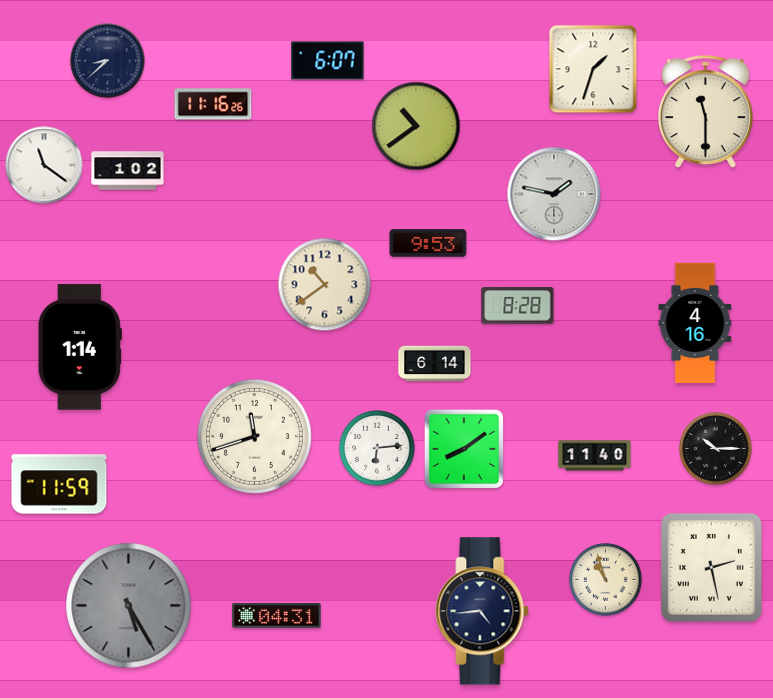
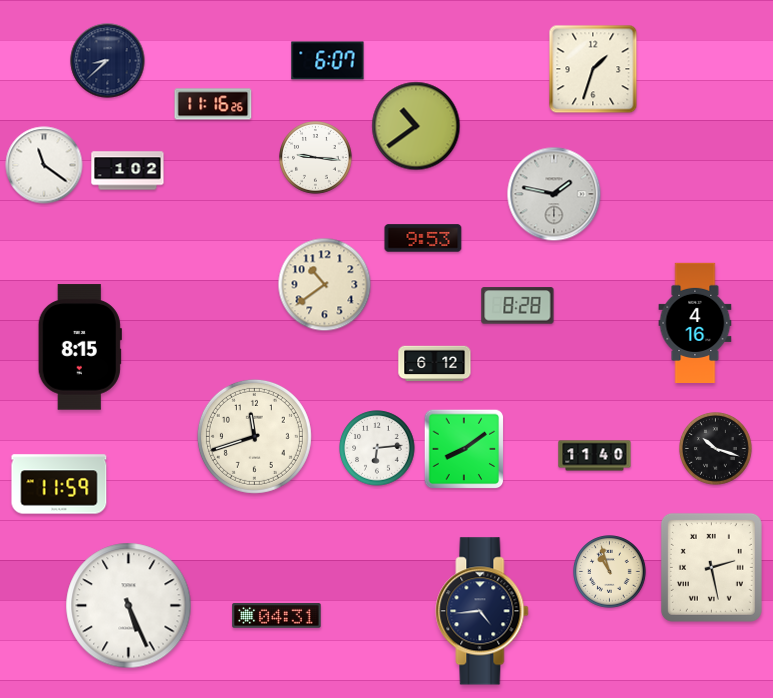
clock at (705, 112): 11:30 -> none
clock at (316, 158): none -> 9:16
clock at (428, 243) position: (428, 243) -> (423, 238)
clock at (80, 347): 1:14 -> 8:15
clock at (435, 364): 6:14 -> 6:12
clock at (716, 449): 10:15 -> 10:18
clock at (606, 580) position: (606, 580) -> (610, 572)
clock at (129, 606): 5:25 -> 5:26
clock at (129, 606) dial: grey -> white
